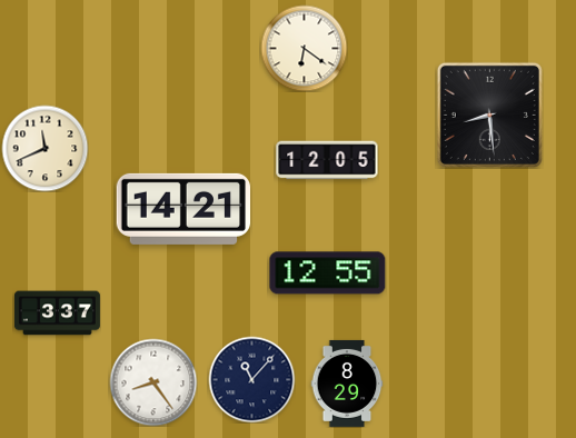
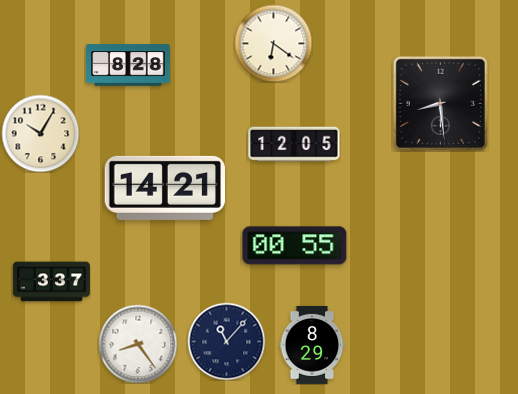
clock at (128, 65): none -> 8:28
clock at (44, 148): 11:41 -> 10:05
clock at (328, 273): 12:55 -> 00:55
